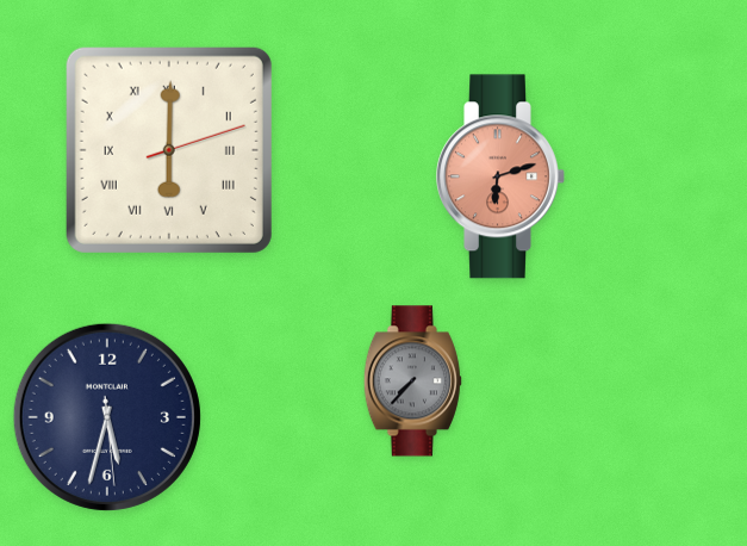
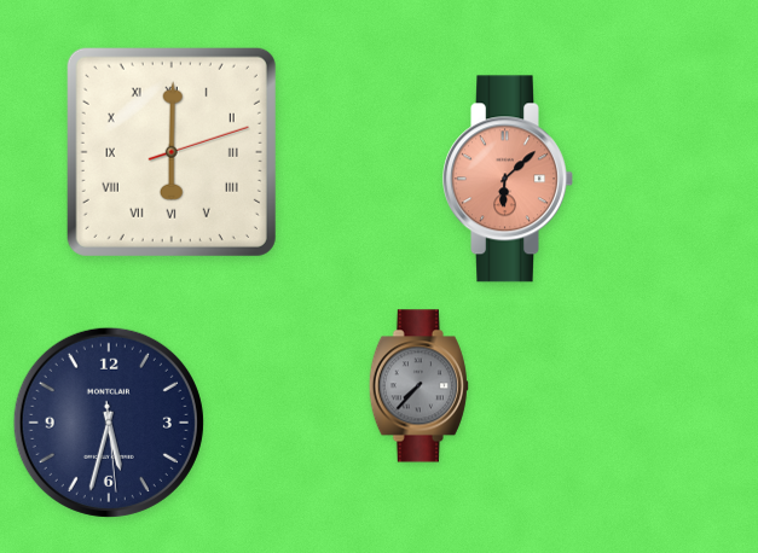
clock at (500, 176): 6:12 -> 6:08
